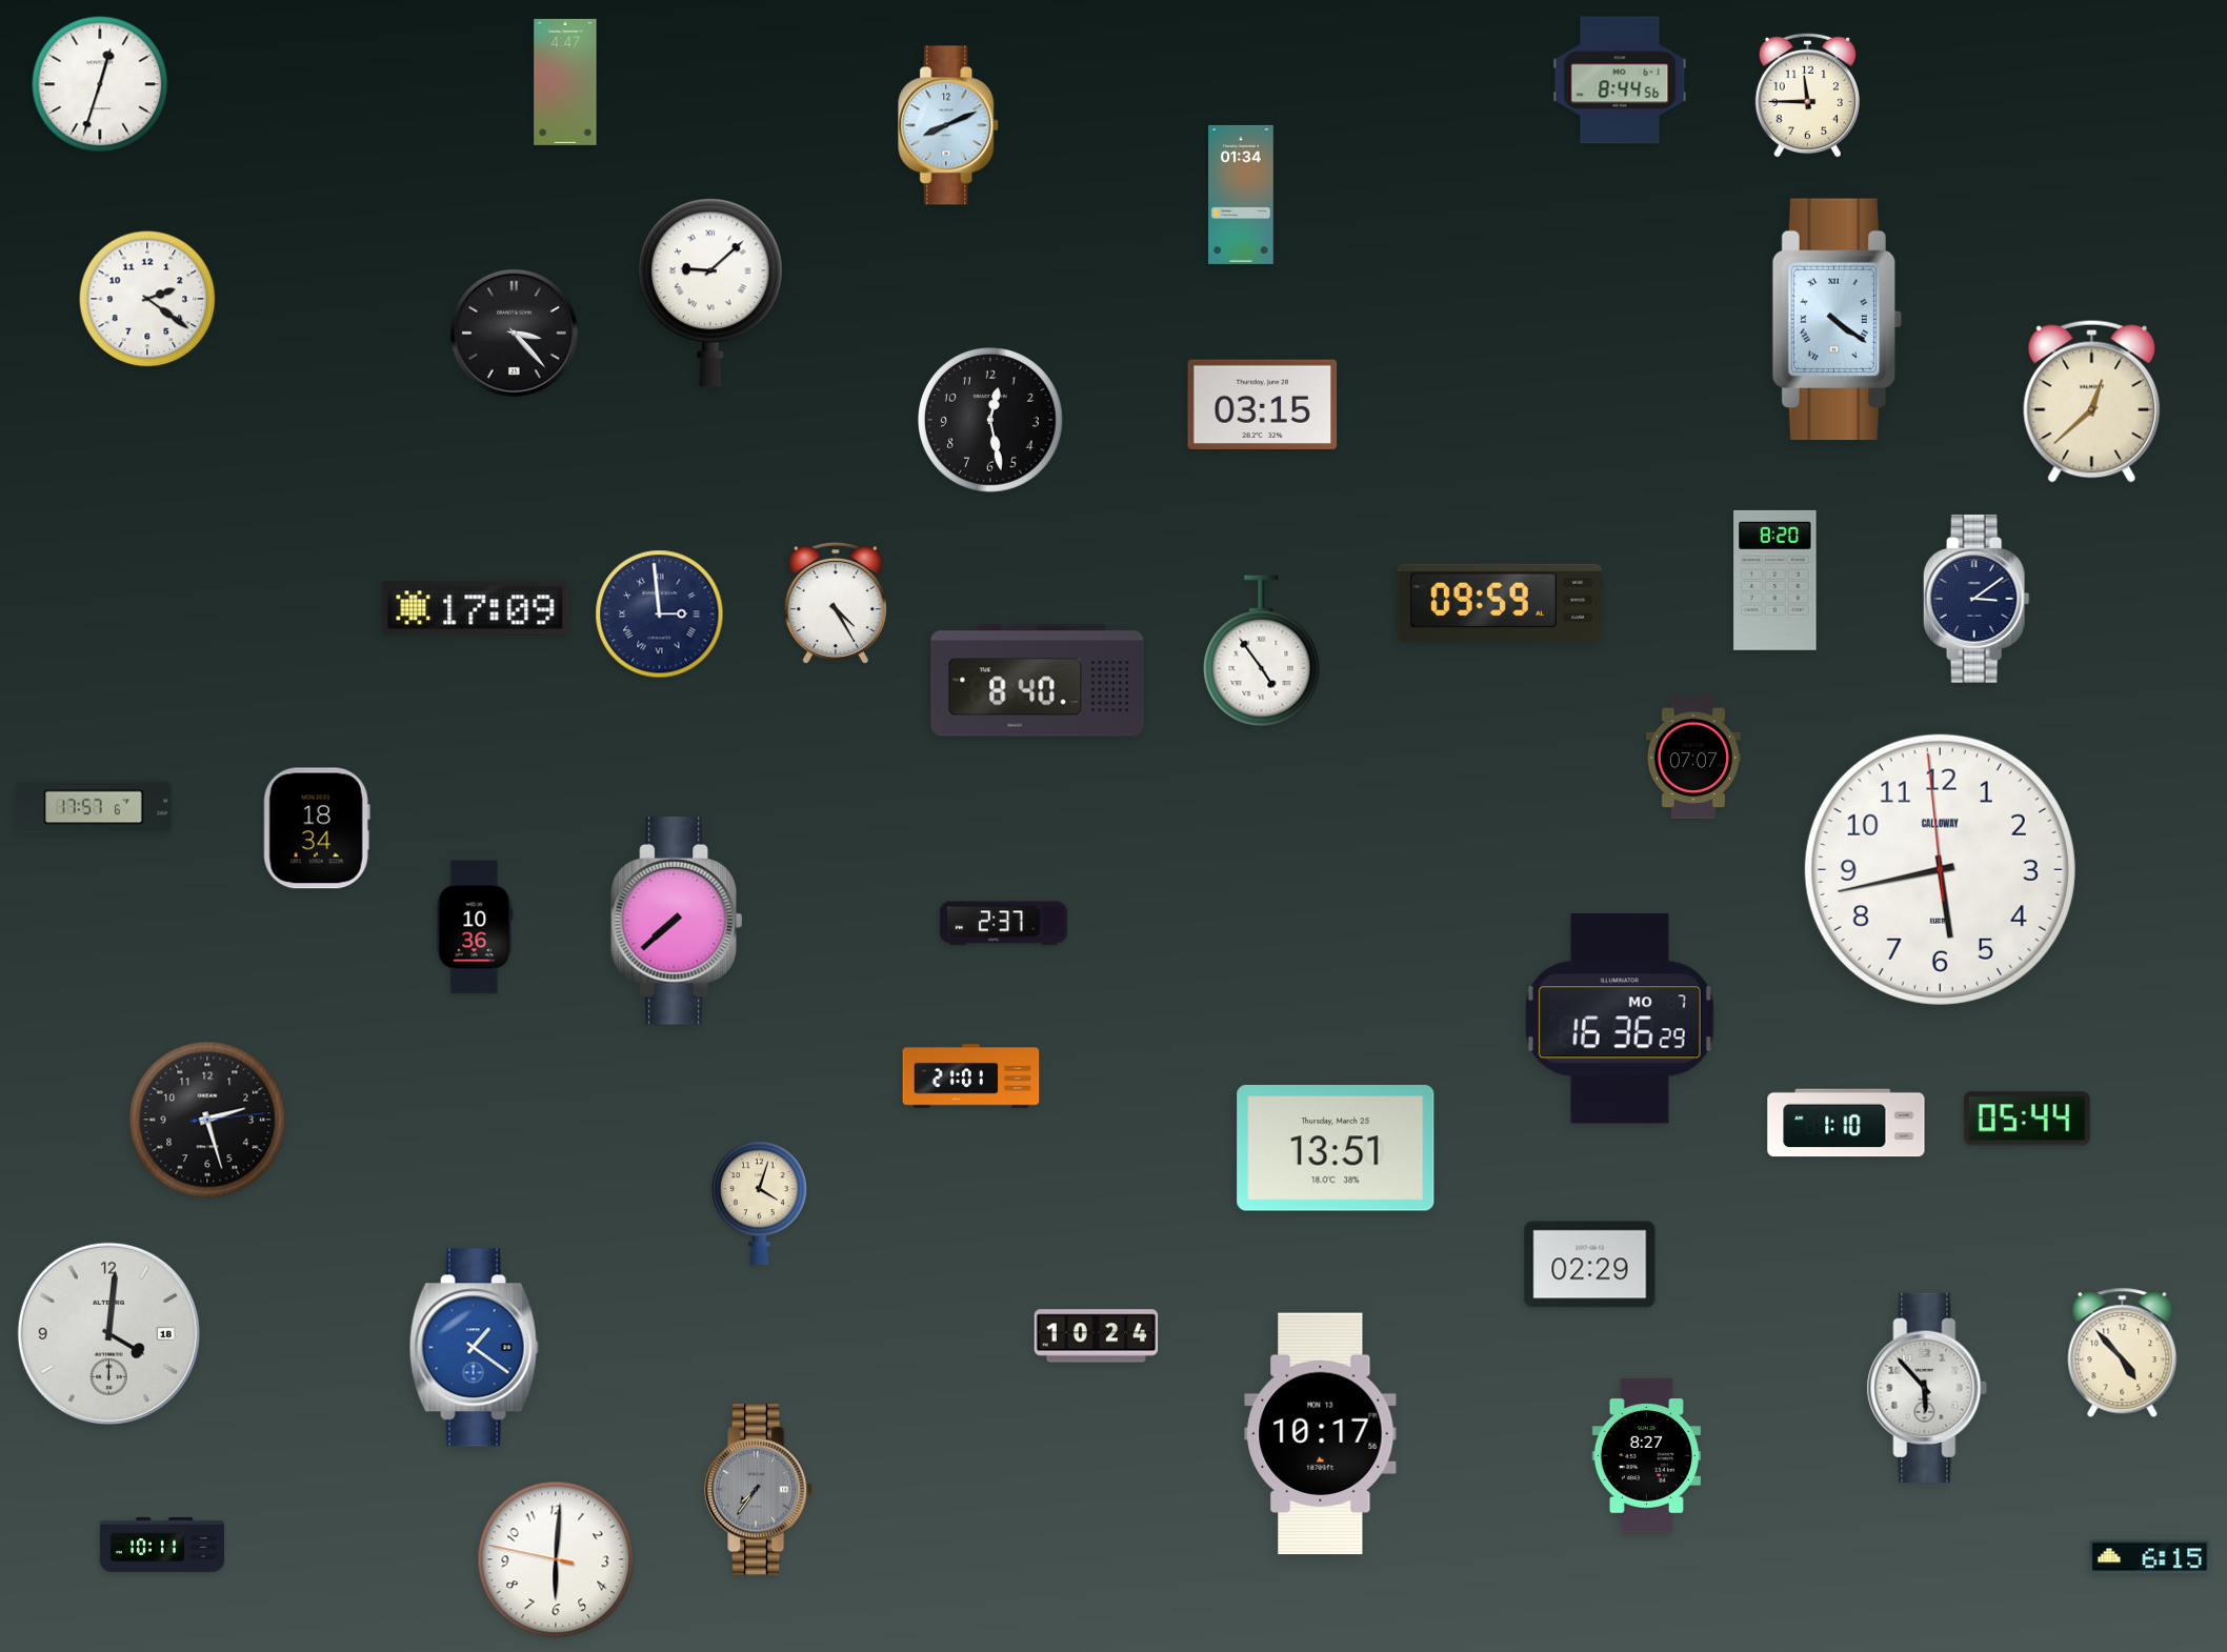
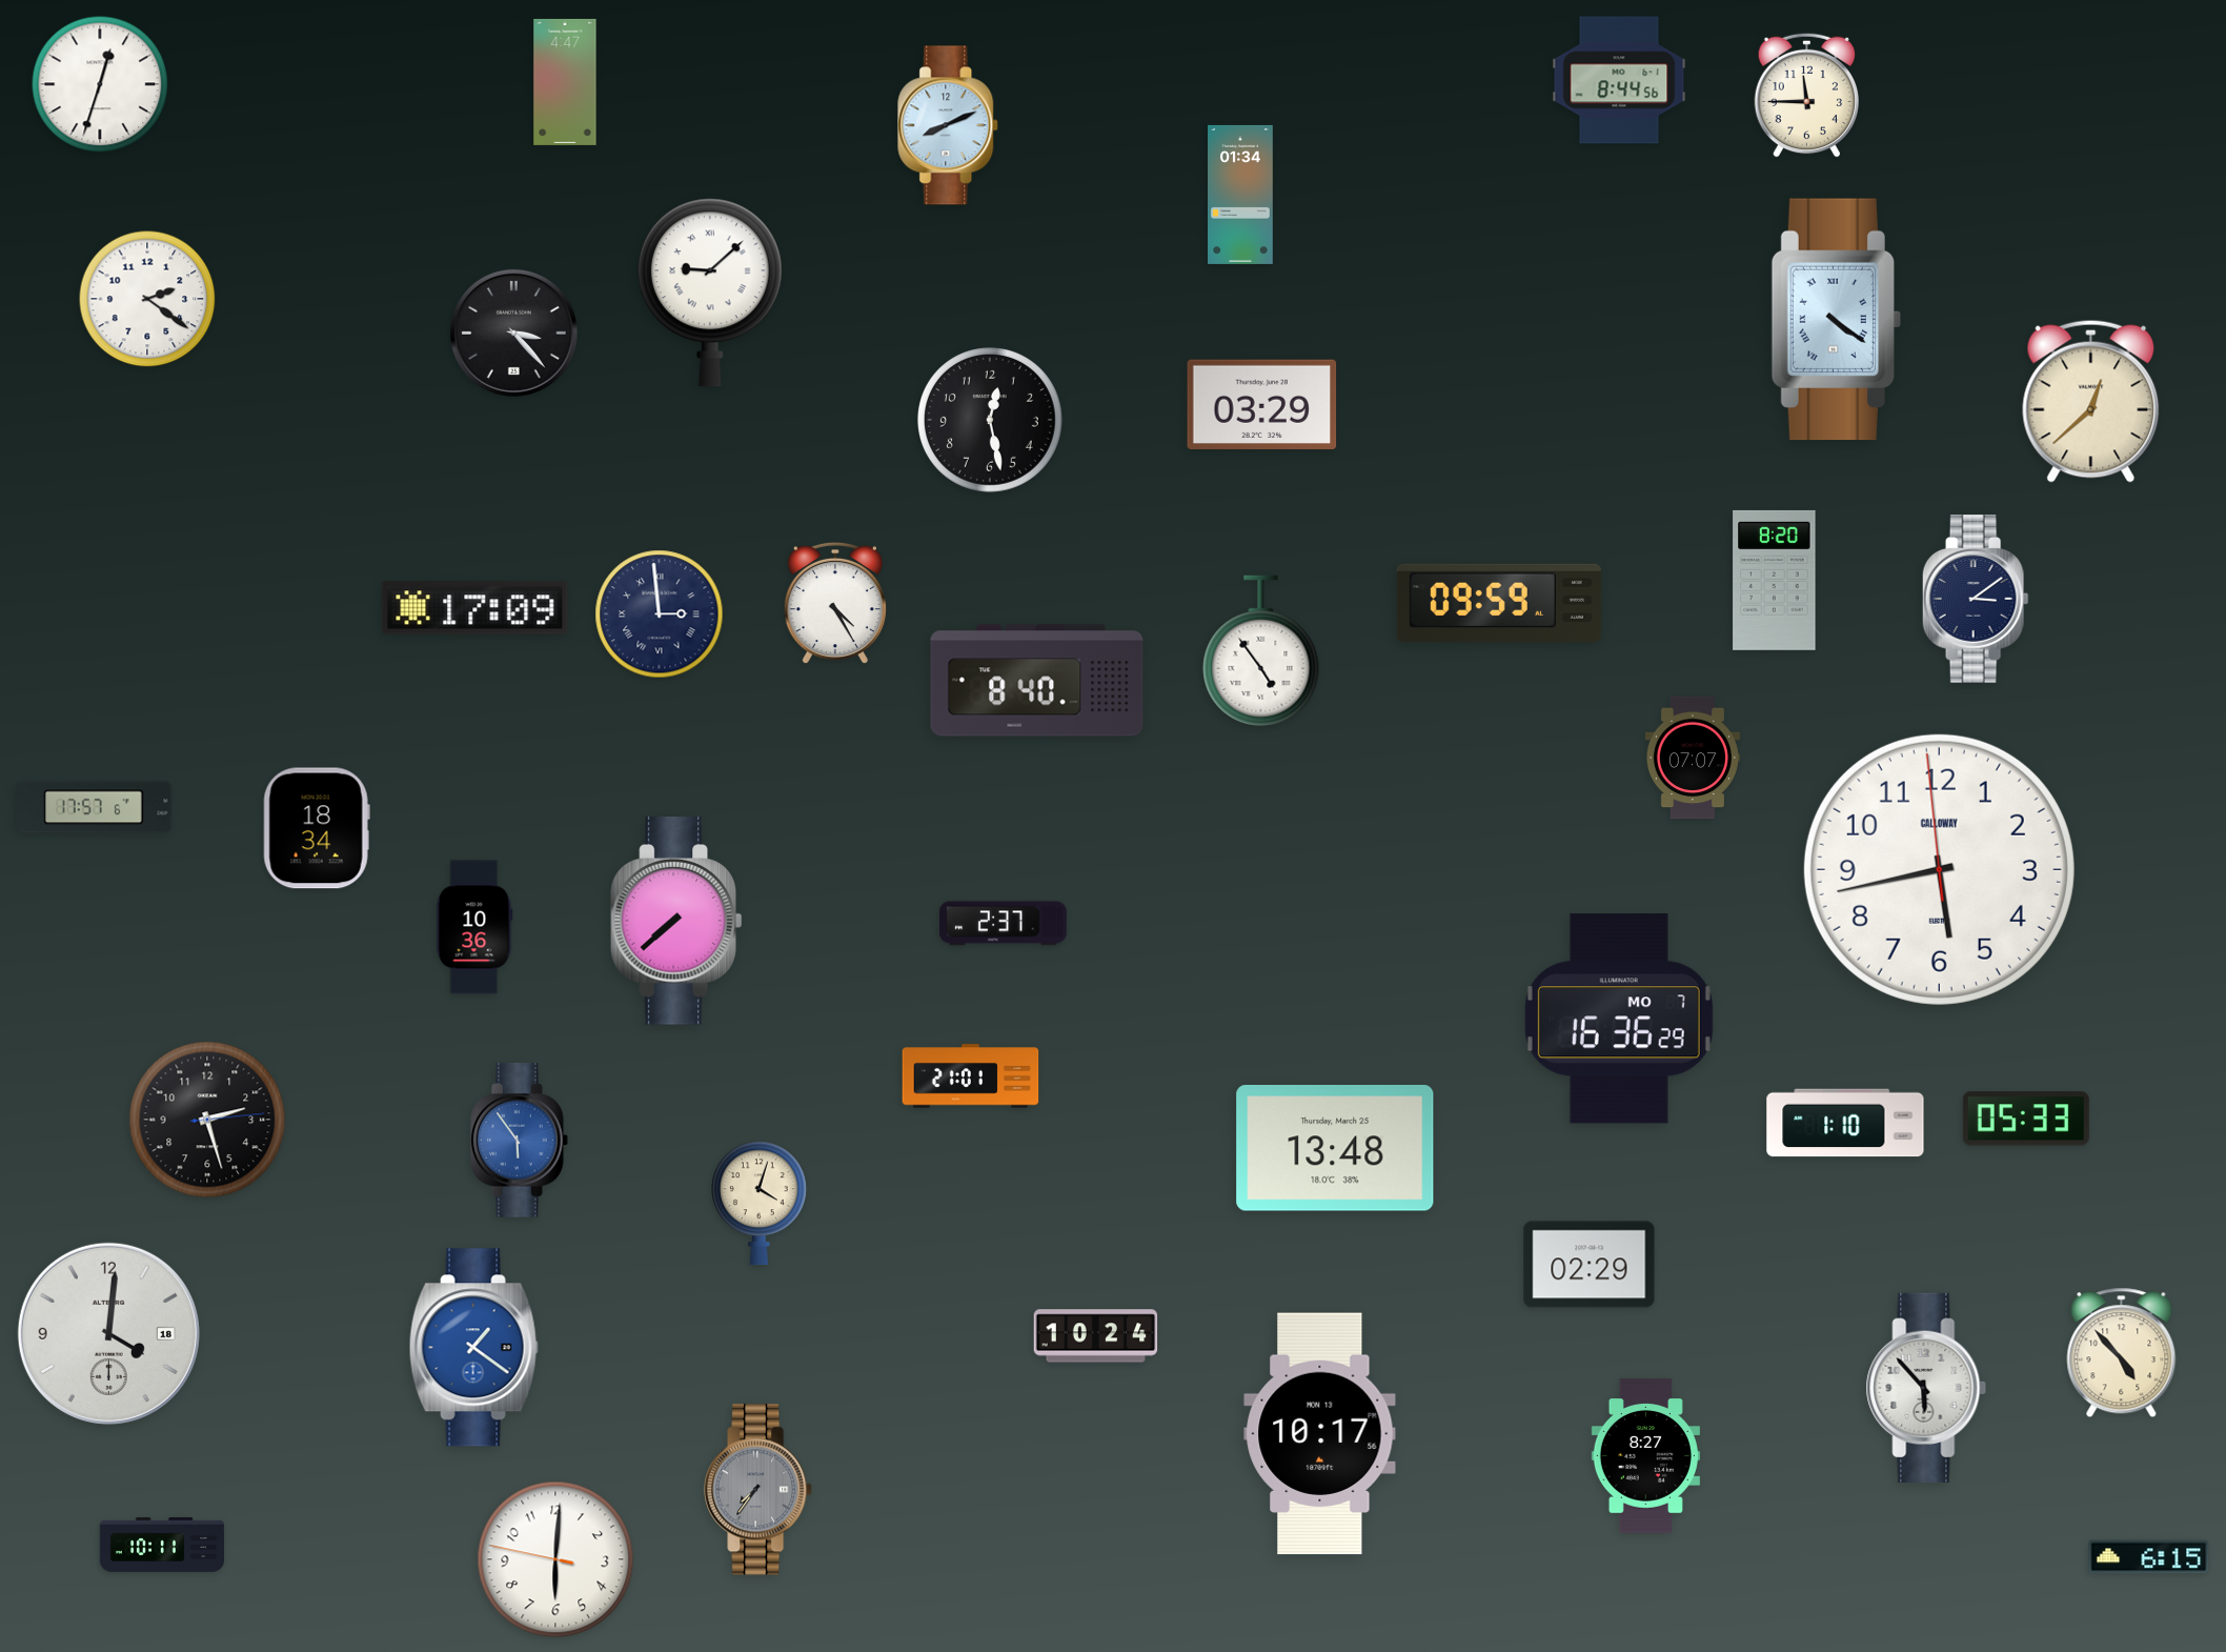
clock at (1263, 404): 03:15 -> 03:29
clock at (2027, 1119): 05:44 -> 05:33
clock at (519, 1141): none -> 5:54
clock at (1336, 1149): 13:51 -> 13:48
